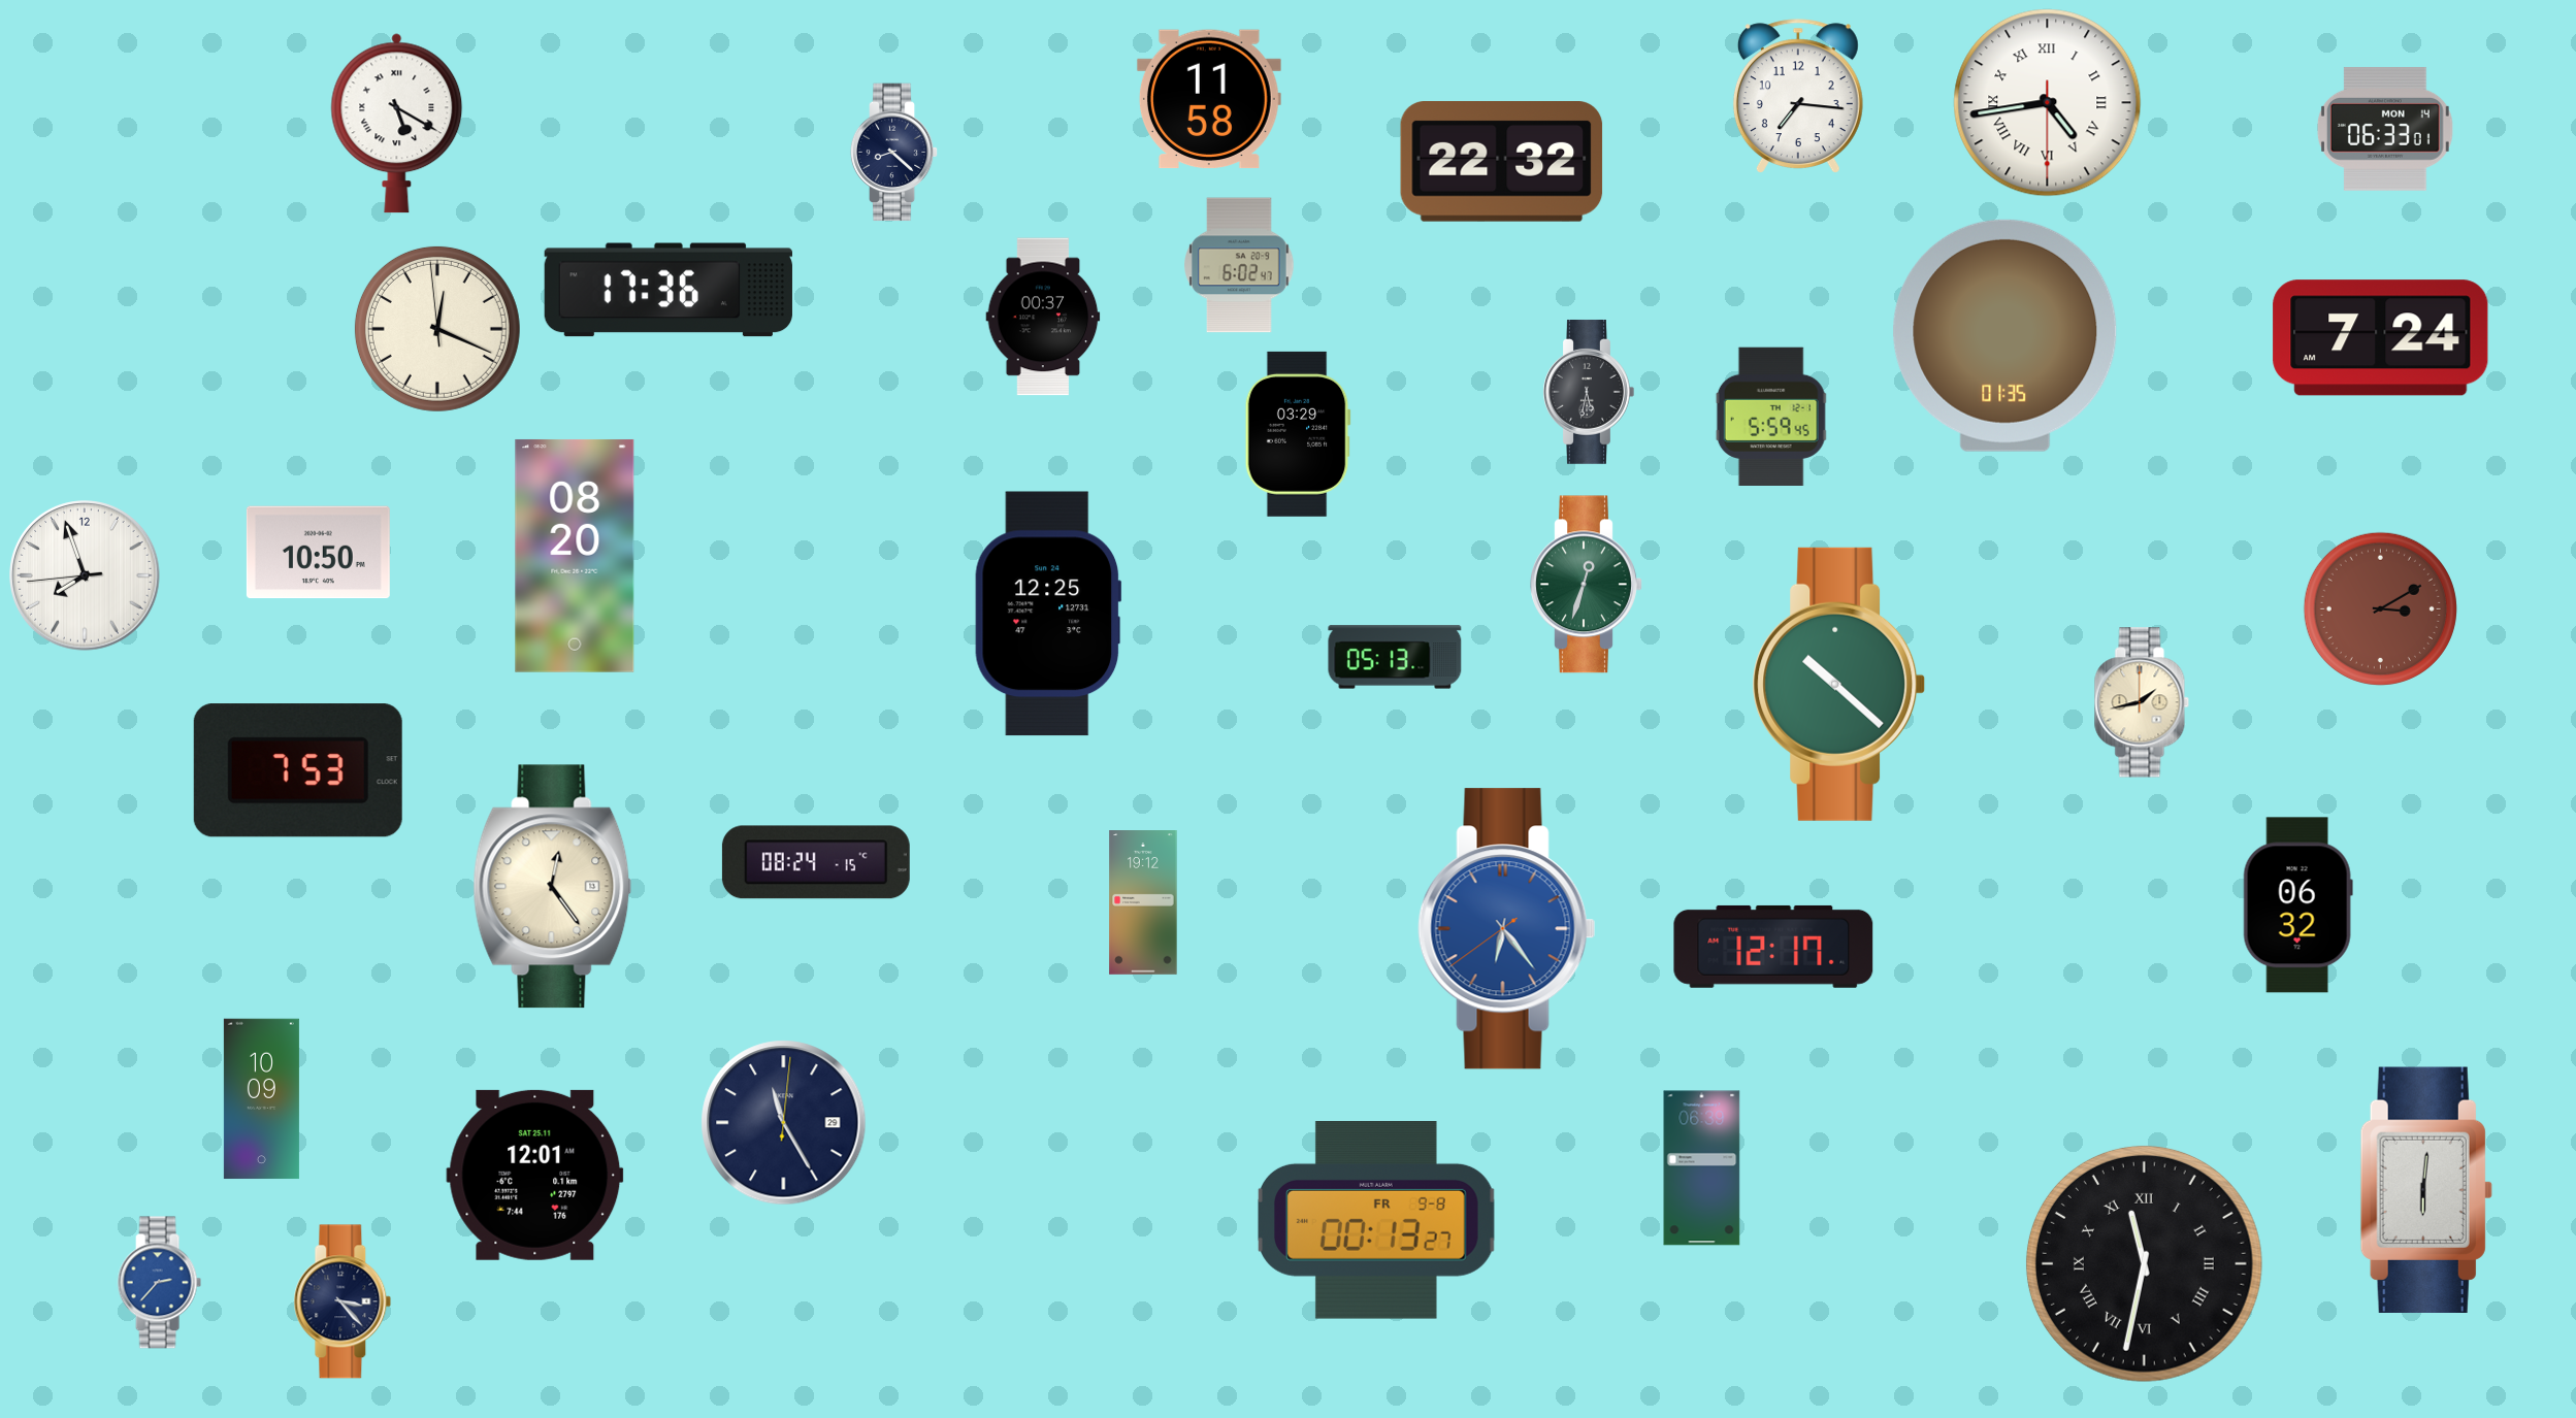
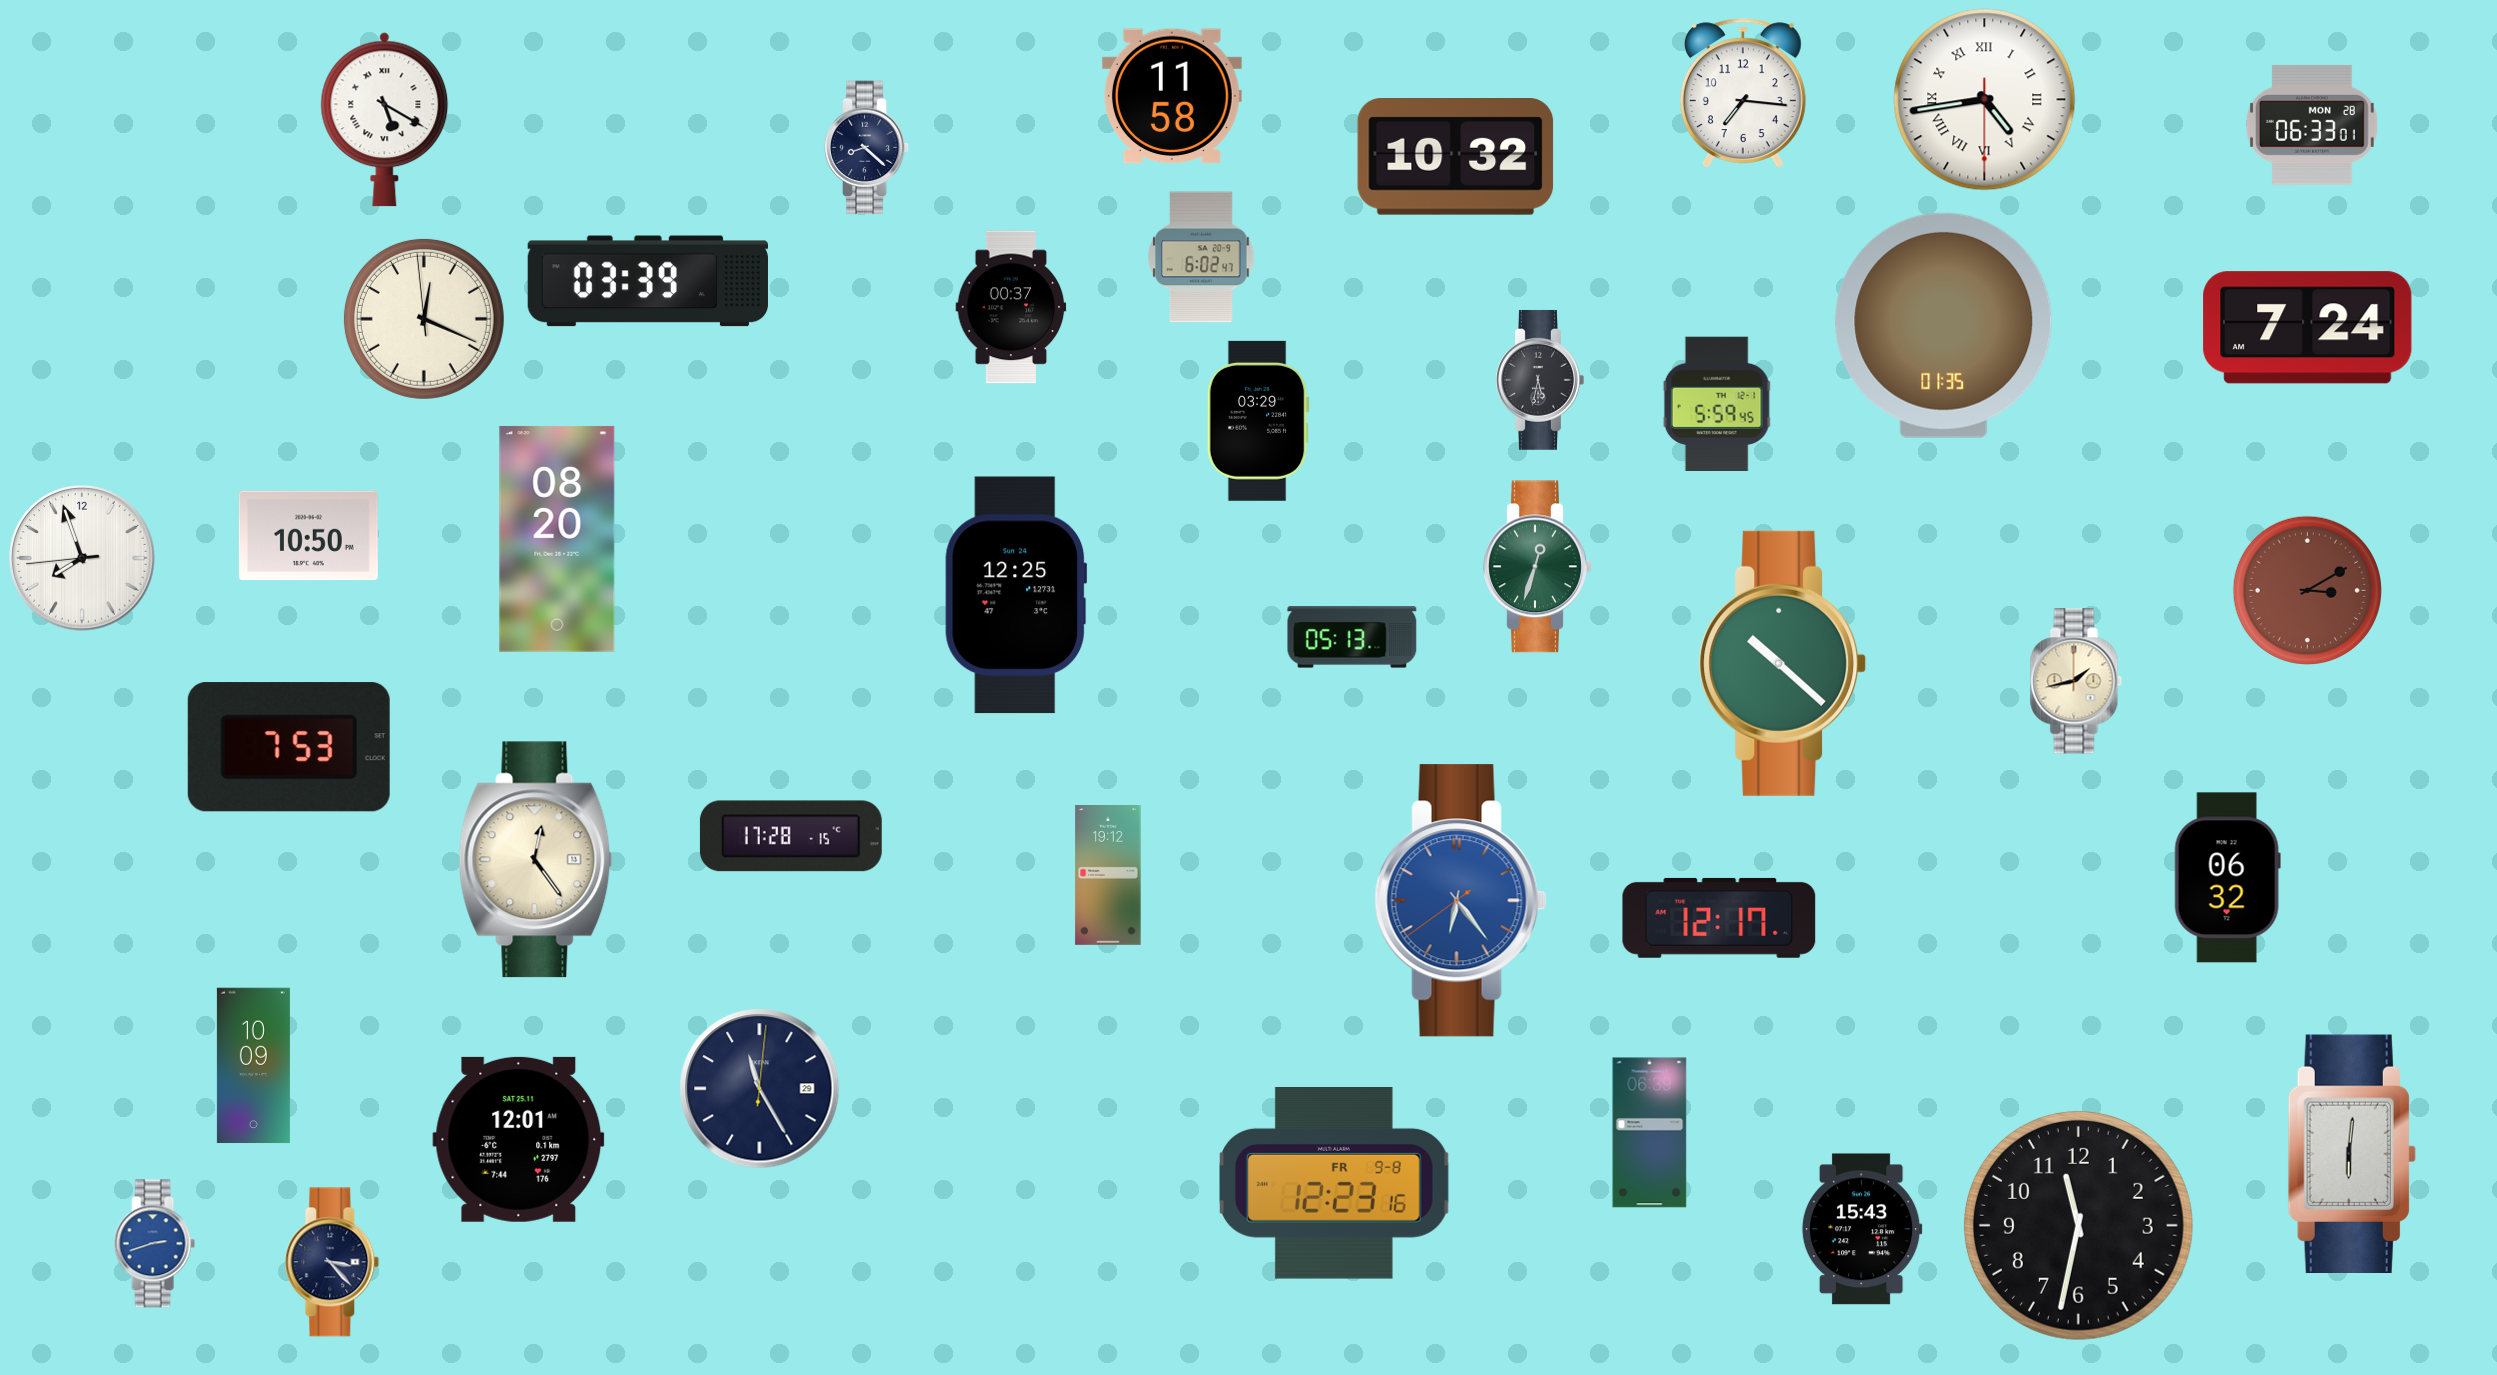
clock at (2385, 129) date: MON 14 -> MON 28
clock at (1502, 162): 22:32 -> 10:32
clock at (669, 290): 17:36 -> 03:39
clock at (816, 862): 08:24 -> 17:28
clock at (1377, 1221): 00:13 -> 12:23
clock at (2144, 1263) numerals: Roman -> Arabic
clock at (1862, 1229): none -> 15:43
clock at (159, 1283): 2:37 -> 2:42
